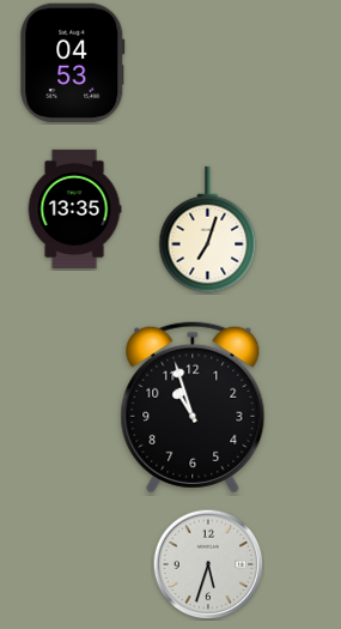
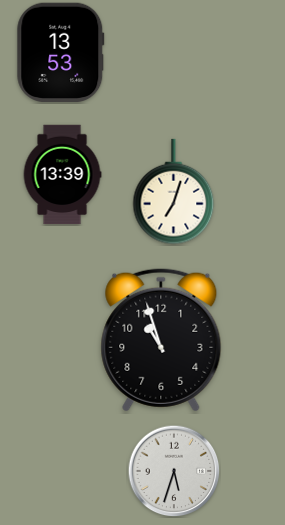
clock at (73, 62): 04:53 -> 13:53
clock at (74, 210): 13:35 -> 13:39
